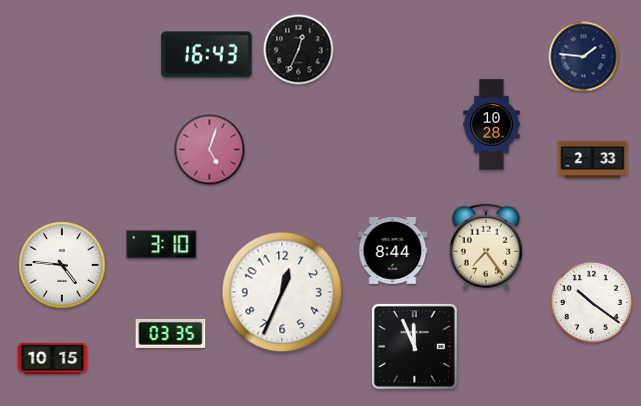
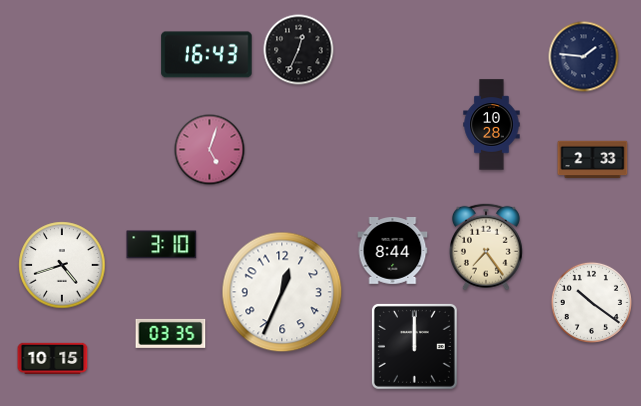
clock at (62, 265): 4:46 -> 4:42
clock at (414, 346): 11:56 -> 12:00
